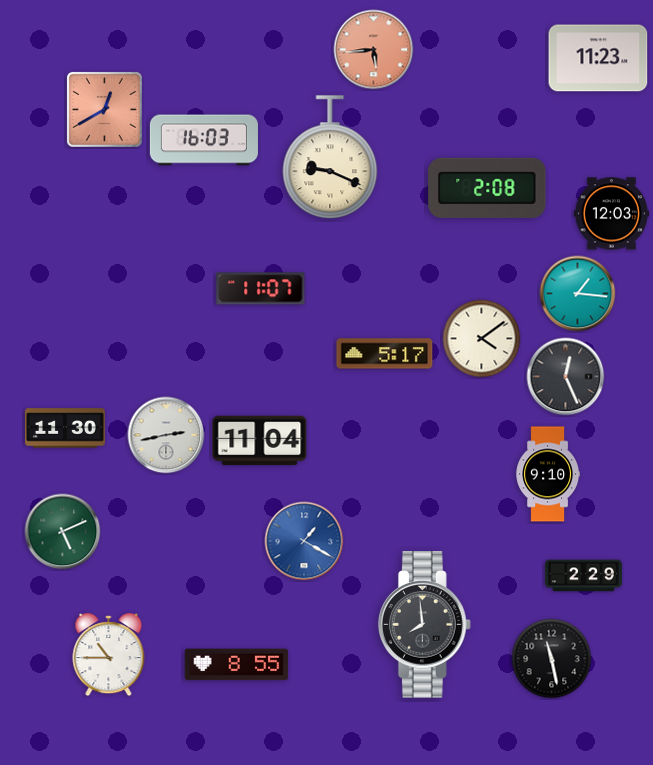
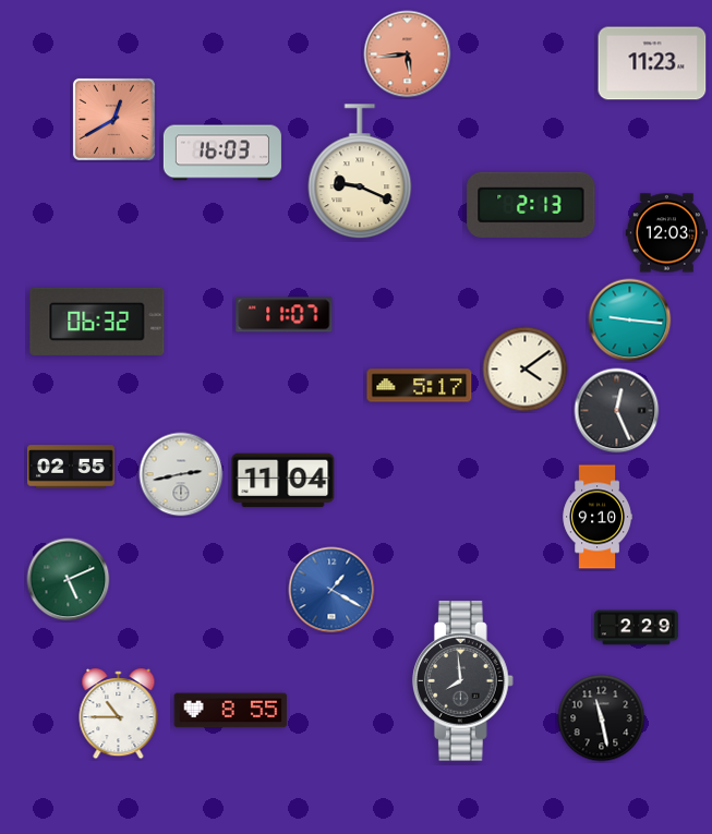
clock at (487, 188): 2:08 -> 2:13
clock at (578, 294): 1:16 -> 9:16
clock at (97, 322): none -> 06:32
clock at (66, 428): 11:30 -> 02:55
clock at (237, 665) position: (237, 665) -> (231, 711)
